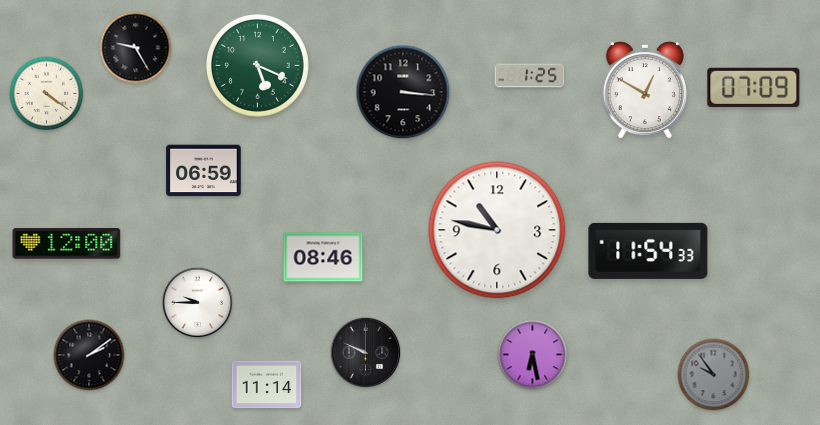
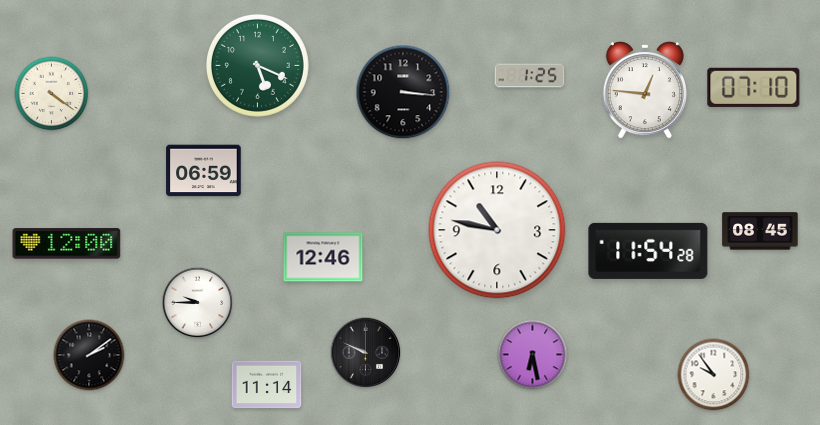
clock at (136, 48): 9:25 -> none
clock at (754, 87): 07:09 -> 07:10
clock at (645, 90): 12:50 -> 12:46
clock at (47, 94) position: (47, 94) -> (52, 94)
clock at (760, 231): none -> 08:45
clock at (648, 251): 11:54:33 -> 11:54:28
clock at (323, 257): 08:46 -> 12:46
clock at (714, 375) dial: grey -> white
